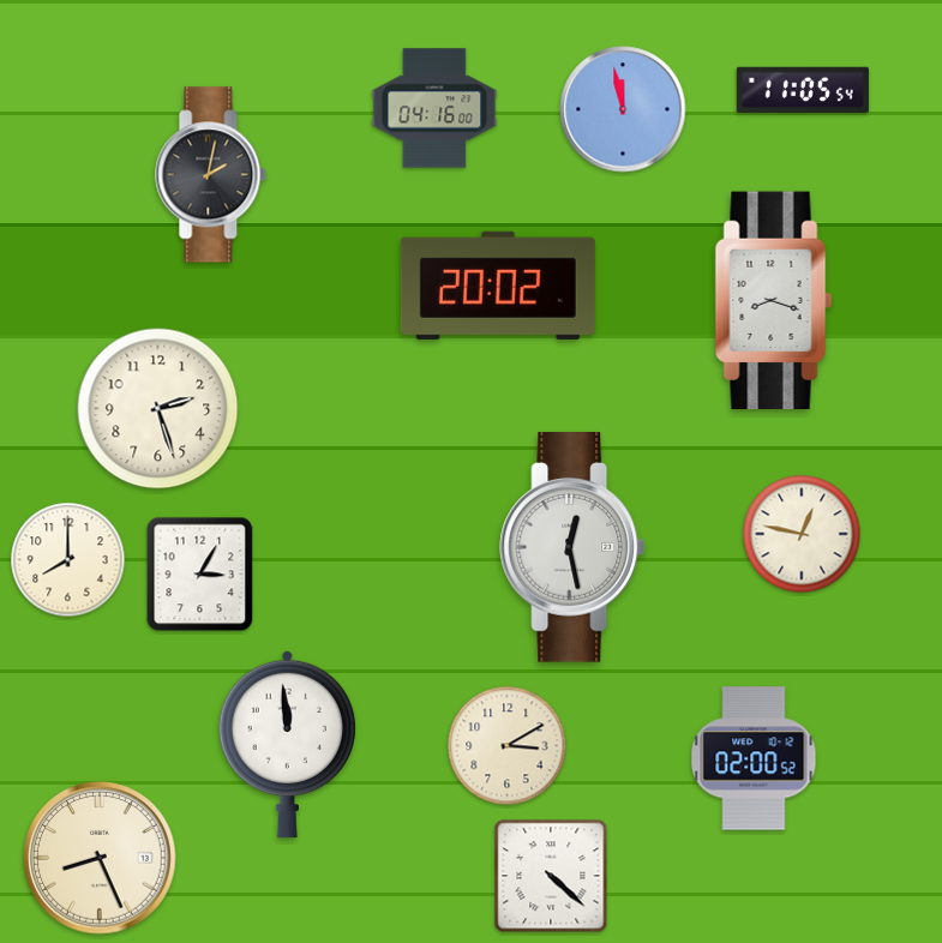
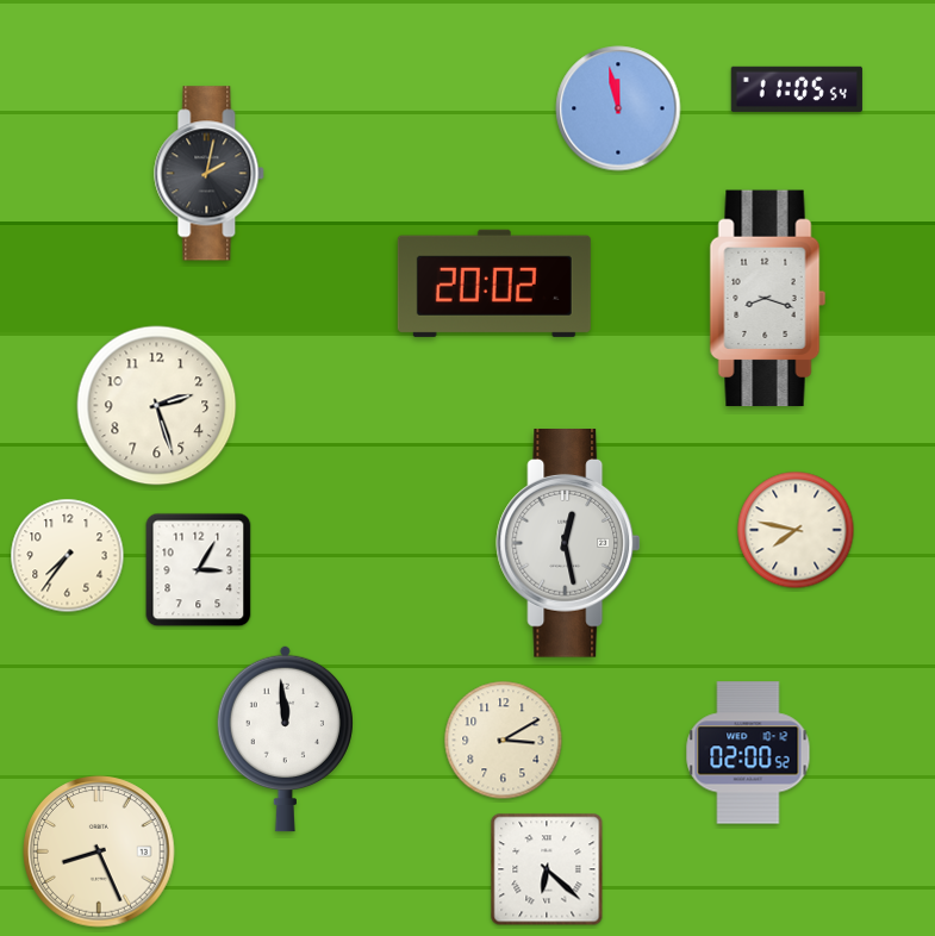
clock at (434, 108): 04:16 -> none
clock at (802, 534): 12:47 -> 7:47
clock at (68, 560): 8:00 -> 7:36
clock at (551, 876): 4:22 -> 6:22
